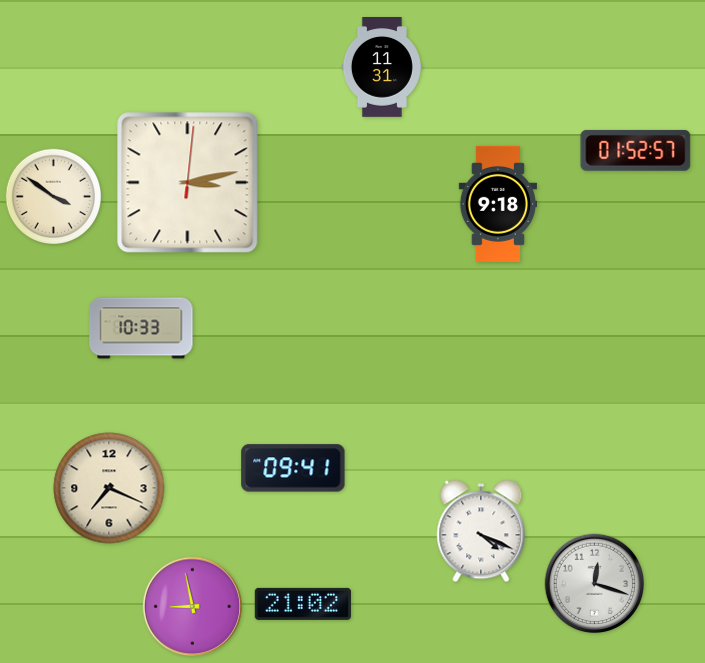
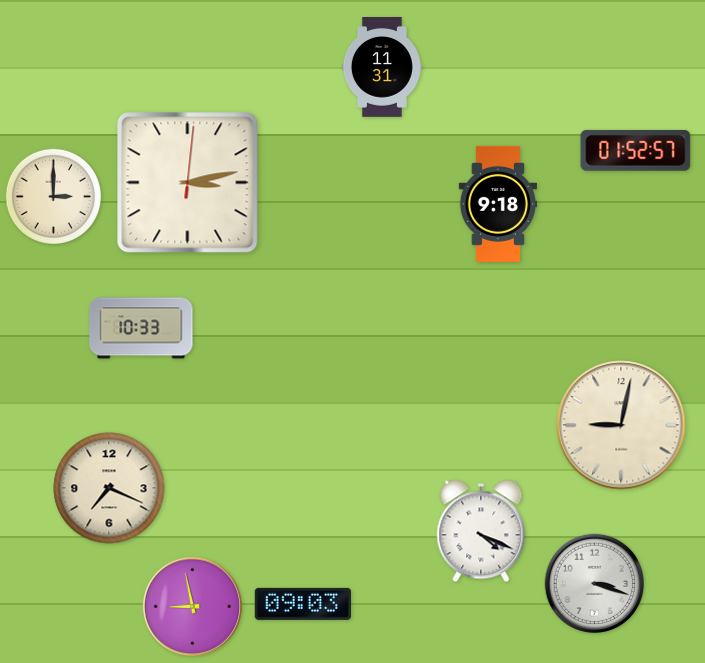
clock at (54, 197): 3:51 -> 3:00
clock at (621, 425): none -> 9:02
clock at (293, 468): 09:41 -> none
clock at (595, 584): 12:18 -> 3:18
clock at (302, 604): 21:02 -> 09:03
